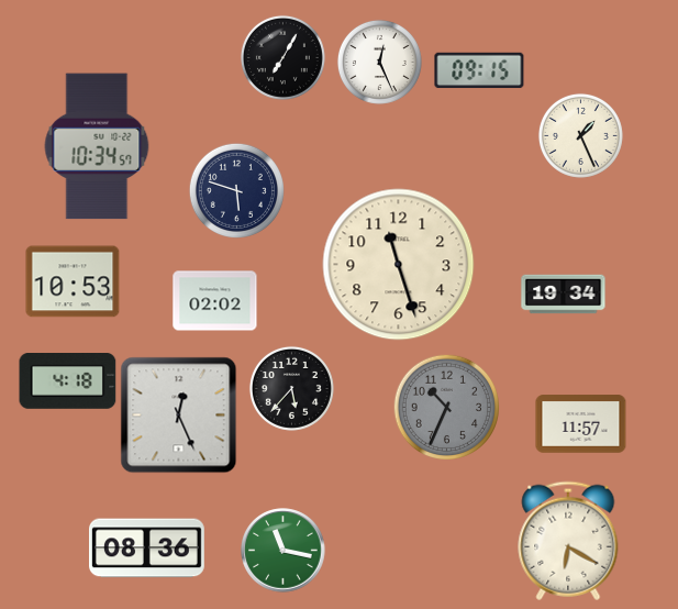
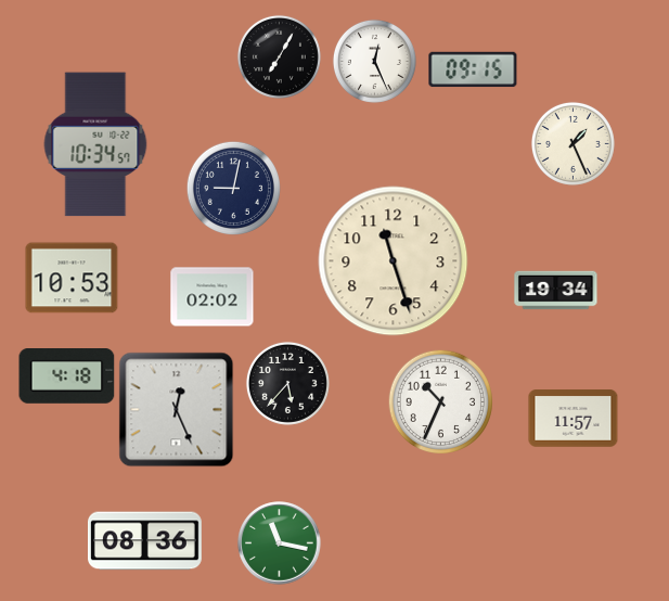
clock at (580, 135) position: (580, 135) -> (572, 143)
clock at (236, 190): 5:48 -> 9:02
clock at (446, 407) dial: grey -> white
clock at (568, 541): 6:20 -> none
